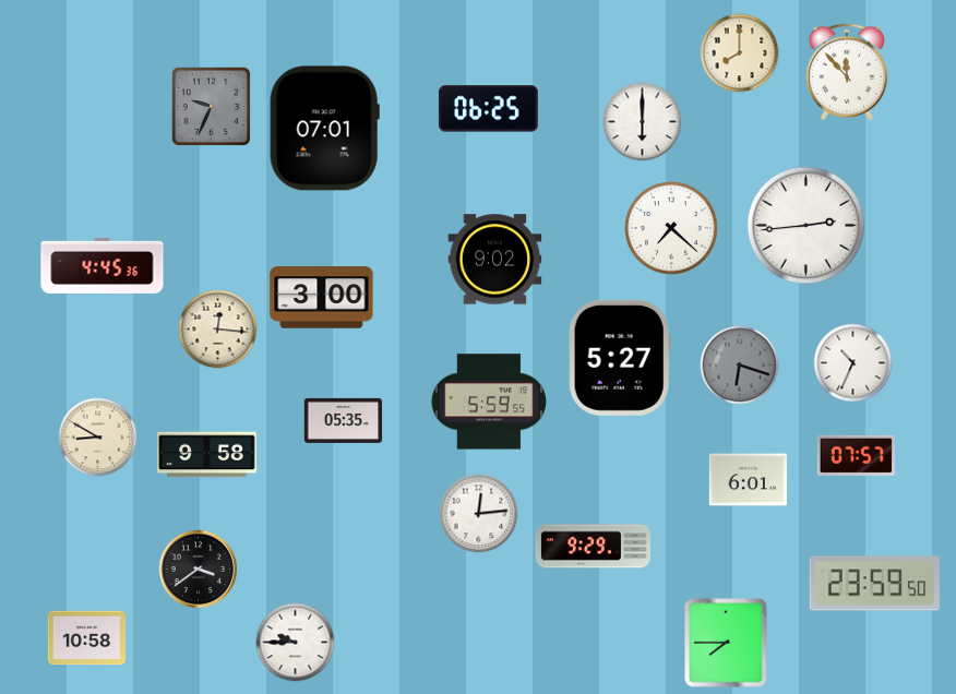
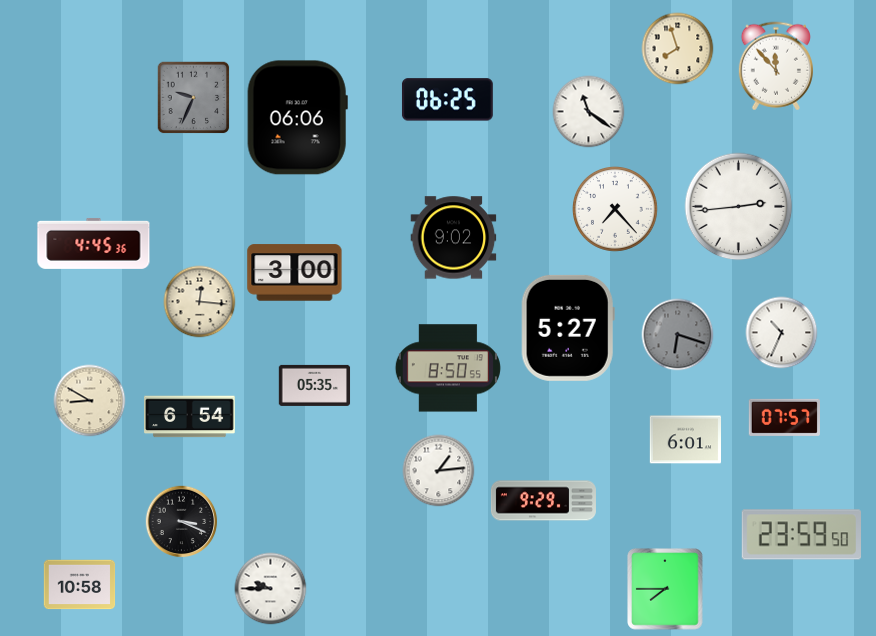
clock at (740, 53): 8:00 -> 7:57
clock at (643, 122): 6:00 -> 11:21
clock at (324, 129): 07:01 -> 06:06
clock at (672, 229): 7:22 -> 7:23
clock at (489, 402): 5:59 -> 8:50
clock at (207, 455): 9:58 -> 6:54
clock at (479, 514): 12:14 -> 1:14
clock at (199, 570): 3:39 -> 3:19
